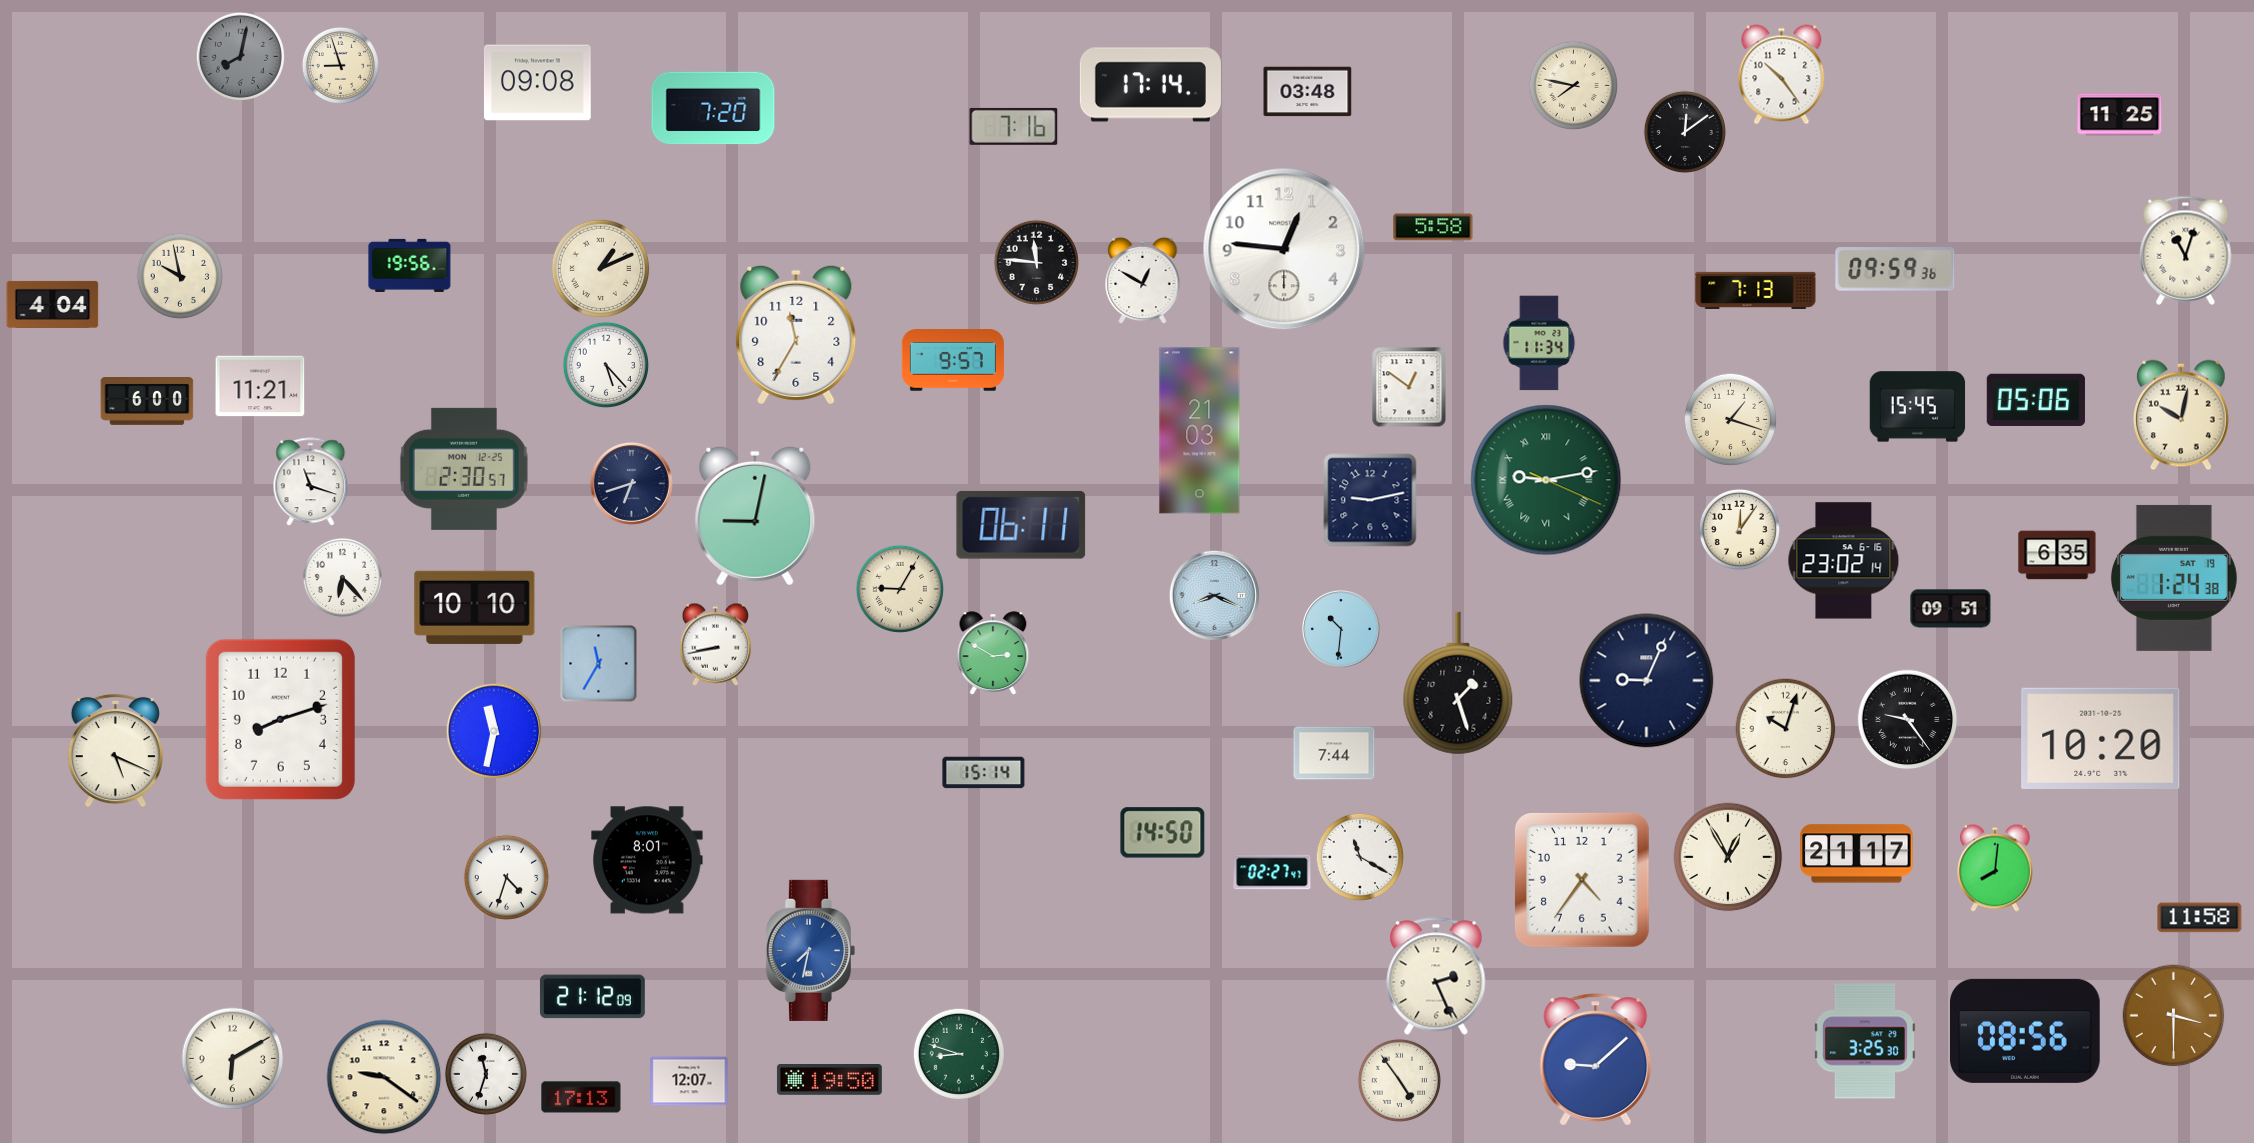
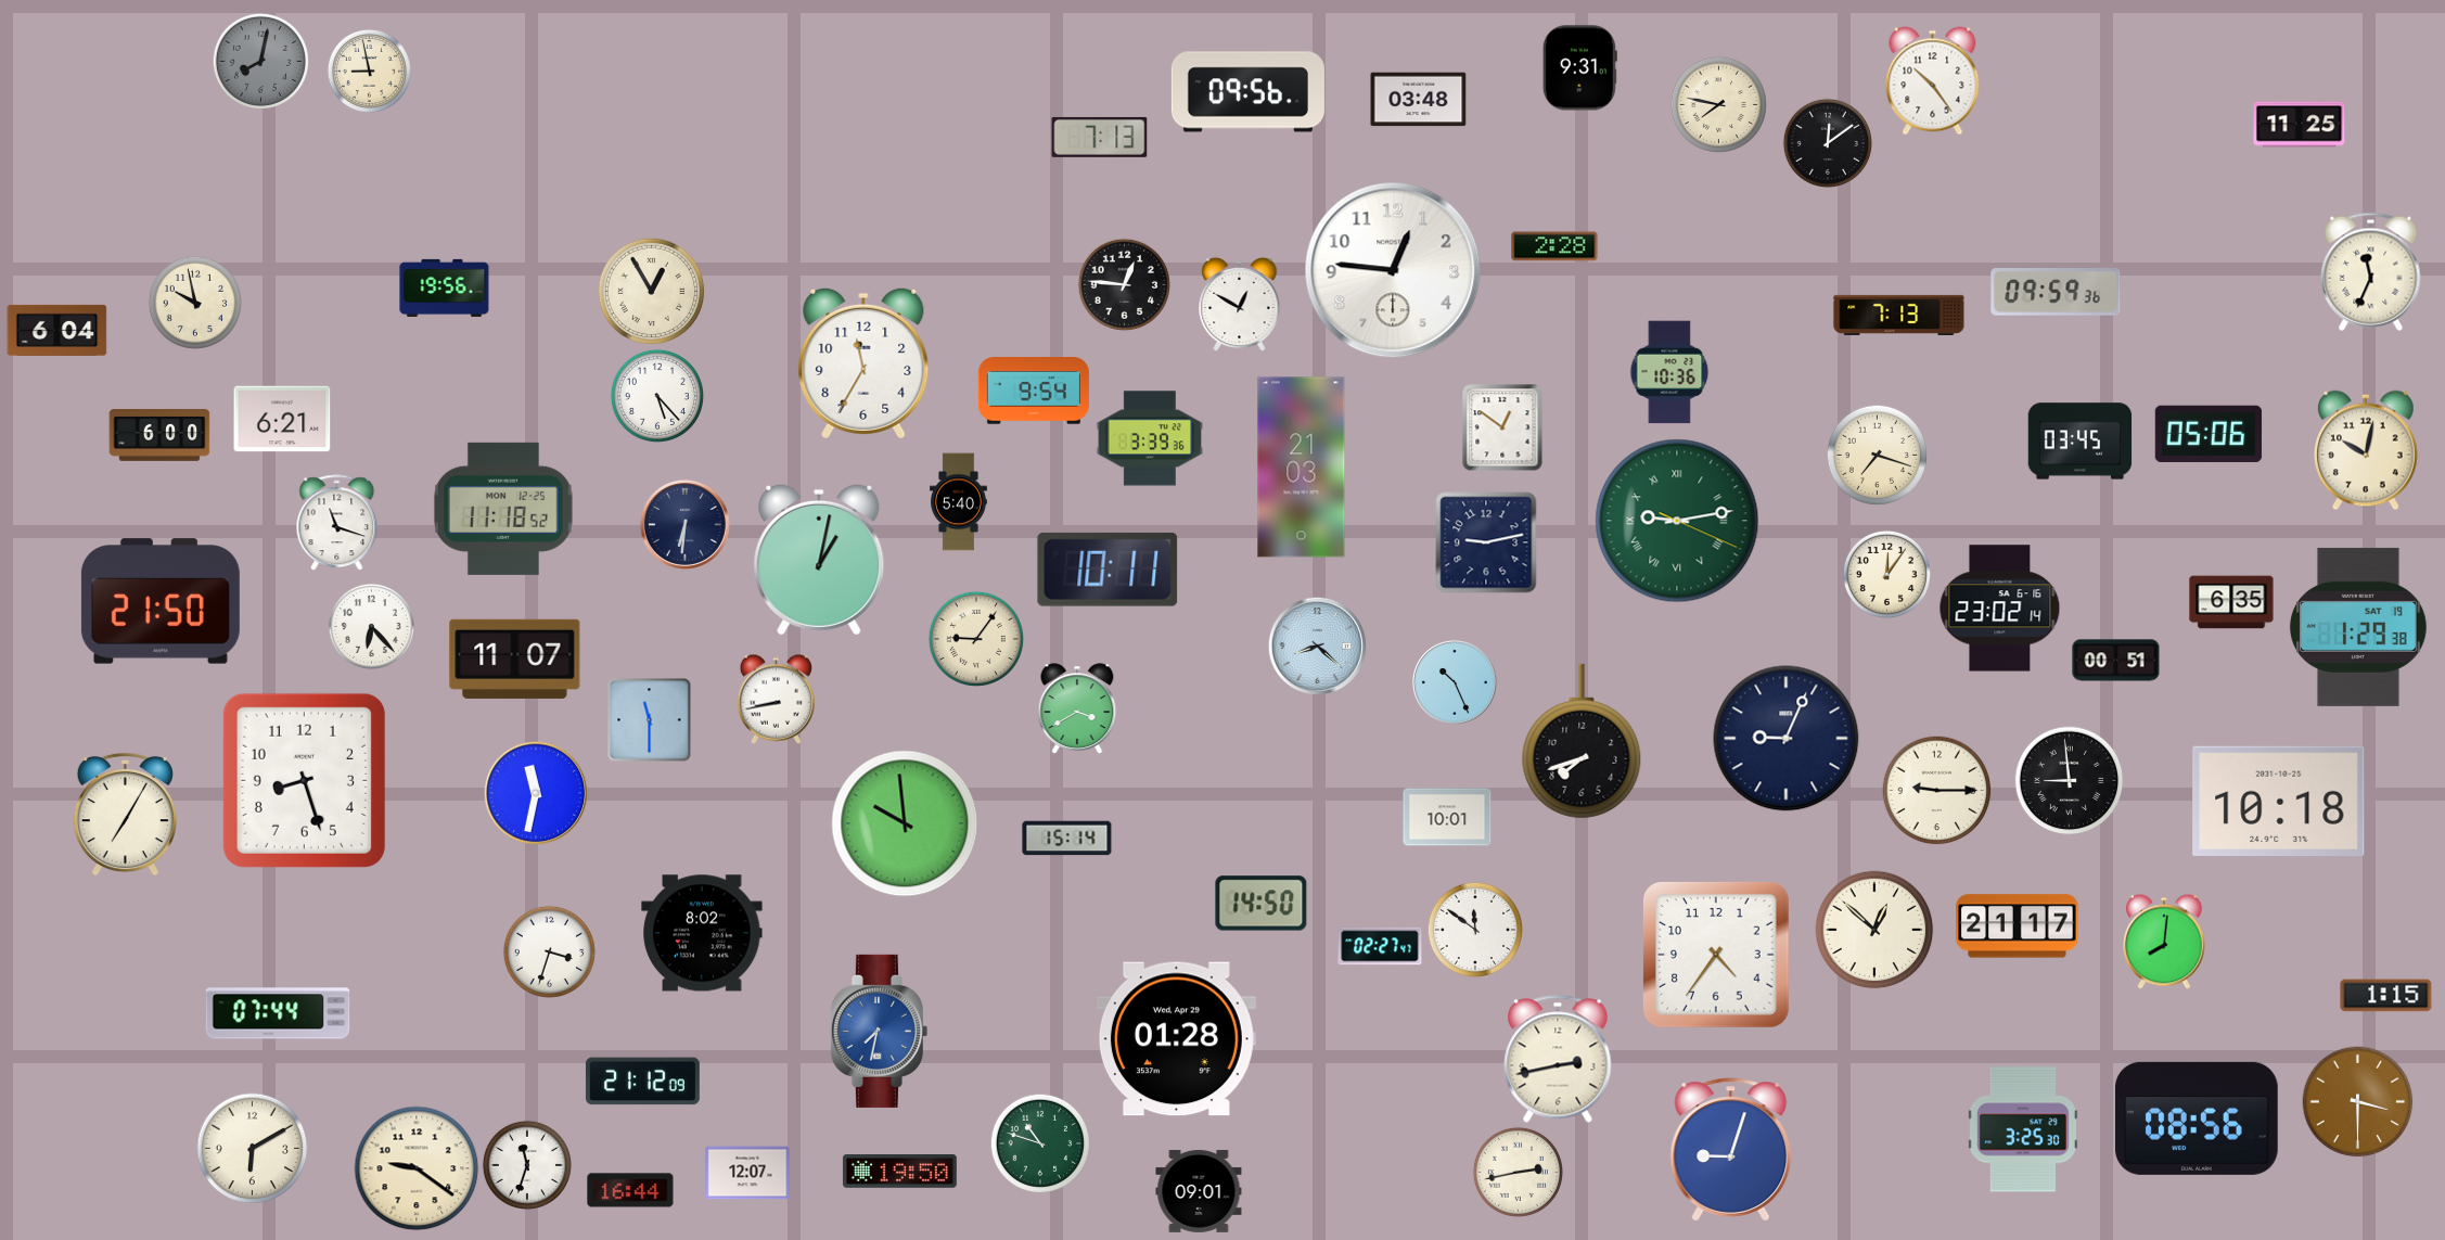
clock at (1579, 68): none -> 9:31
clock at (340, 65): 8:57 -> 8:58
clock at (537, 83): 09:08 -> none
clock at (1150, 85): 17:14 -> 09:56
clock at (1573, 85) position: (1573, 85) -> (1718, 104)
clock at (713, 108): 7:20 -> none
clock at (1014, 126): 7:16 -> 7:13
clock at (1433, 227): 5:58 -> 2:28
clock at (2186, 250): 11:03 -> 11:34
clock at (1036, 262): 11:46 -> 12:46
clock at (601, 269): 1:11 -> 12:55
clock at (180, 276) position: (180, 276) -> (195, 303)
clock at (1756, 290) position: (1756, 290) -> (1899, 315)
clock at (53, 304): 4:04 -> 6:04
clock at (1539, 343): 11:34 -> 10:36
clock at (953, 360): 9:57 -> 9:54
clock at (260, 386): 11:21 -> 6:21
clock at (1409, 387) position: (1409, 387) -> (1502, 427)
clock at (1149, 438): none -> 3:39
clock at (1918, 407): 15:45 -> 03:45
clock at (1730, 419): 1:18 -> 7:18
clock at (959, 502): none -> 5:40
clock at (464, 469): 2:30 -> 11:18
clock at (631, 483): 6:42 -> 6:31
clock at (755, 516): 9:02 -> 1:02
clock at (1021, 525): 06:11 -> 10:11
clock at (161, 601): none -> 21:50
clock at (2174, 578): 1:24 -> 1:29
clock at (899, 588): 9:05 -> 9:06
clock at (1214, 595): 8:19 -> 8:22
clock at (475, 607): 10:10 -> 11:07
clock at (1951, 609): 09:51 -> 00:51
clock at (1341, 629): 10:31 -> 10:26
clock at (993, 653): 2:50 -> 3:40
clock at (599, 664): 11:35 -> 11:30
clock at (1458, 683): 1:27 -> 7:42
clock at (280, 719): 8:12 -> 8:27
clock at (1908, 720): 9:24 -> 8:59
clock at (1786, 729): 10:03 -> 9:15
clock at (2101, 739): 10:20 -> 10:18
clock at (115, 751): 5:19 -> 7:05
clock at (1334, 753): 7:44 -> 10:01
clock at (905, 823): none -> 9:59
clock at (1857, 854) position: (1857, 854) -> (2018, 926)
clock at (1359, 856): 11:20 -> 11:51
clock at (1728, 857): 12:55 -> 12:52
clock at (647, 860): 8:01 -> 8:02
clock at (506, 877): 4:33 -> 3:33
clock at (2200, 918): 11:58 -> 1:15
clock at (278, 1013): none -> 07:44
clock at (1176, 1039): none -> 01:28
clock at (1436, 976): 2:26 -> 2:43
clock at (958, 1053): 8:48 -> 10:48
clock at (1596, 1060): 9:08 -> 9:03
clock at (1399, 1080): 4:54 -> 2:43
clock at (581, 1097): 17:13 -> 16:44
clock at (1199, 1191): none -> 09:01
